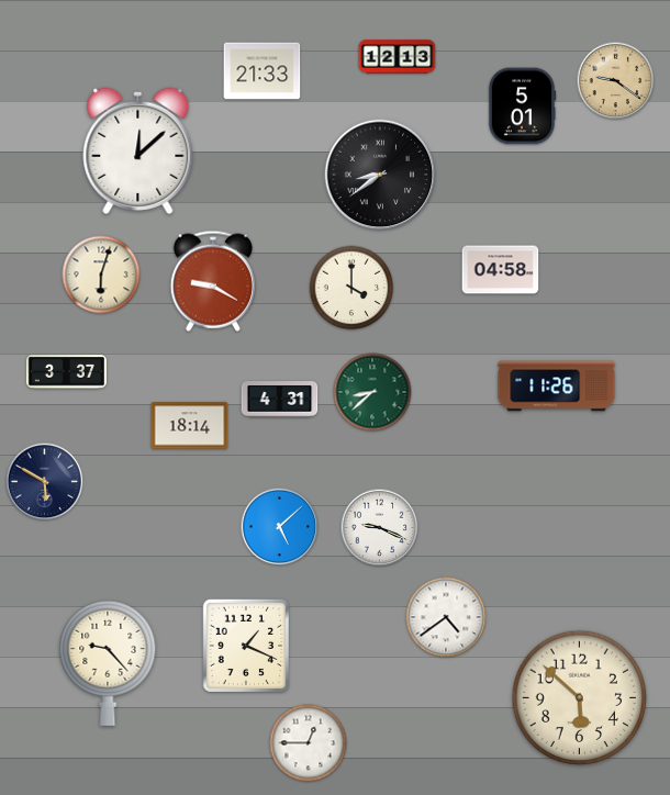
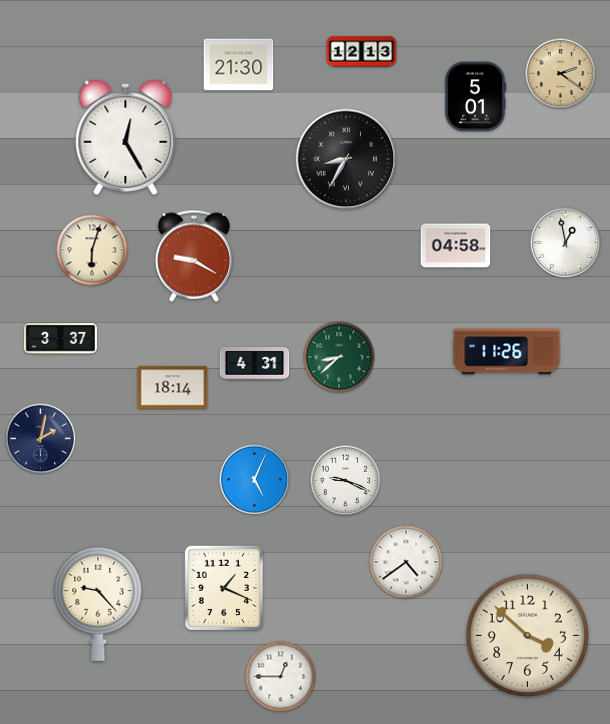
clock at (263, 71): 21:33 -> 21:30
clock at (616, 81): 9:21 -> 2:21
clock at (138, 150): 12:08 -> 12:25
clock at (380, 175): 8:39 -> 8:35
clock at (566, 243): none -> 12:58
clock at (351, 288): 4:00 -> none
clock at (45, 482): 5:50 -> 2:02
clock at (280, 527): 5:08 -> 5:04
clock at (579, 697): 5:52 -> 3:52
